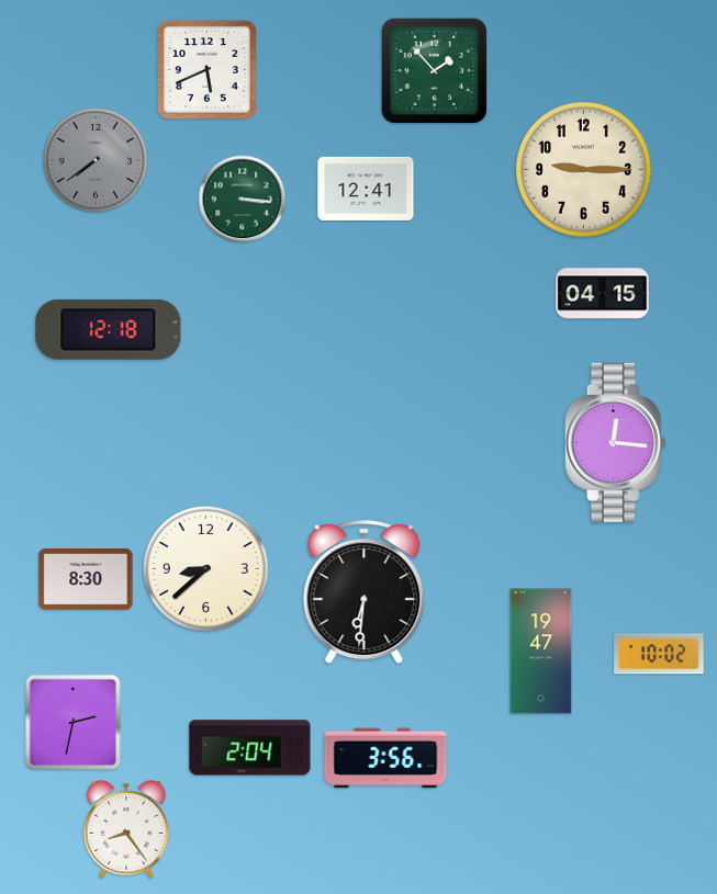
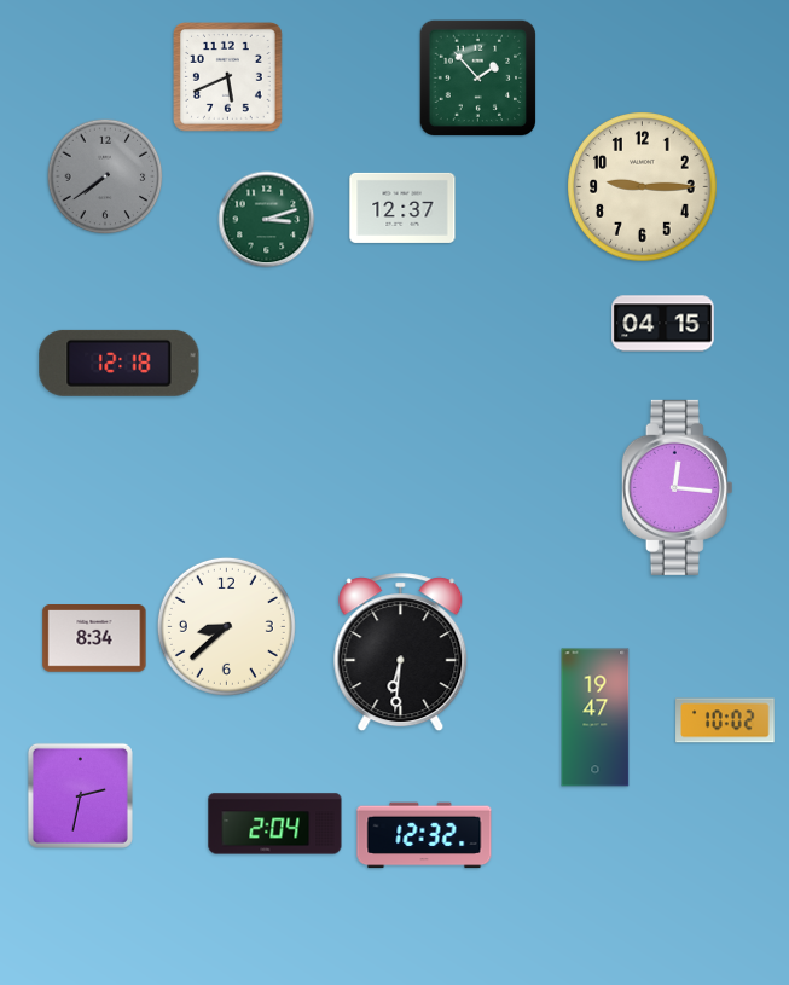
clock at (366, 189): 12:41 -> 12:37
clock at (243, 200): 3:16 -> 3:12
clock at (86, 579): 8:30 -> 8:34
clock at (385, 758): 3:56 -> 12:32
clock at (126, 830): 8:24 -> none
